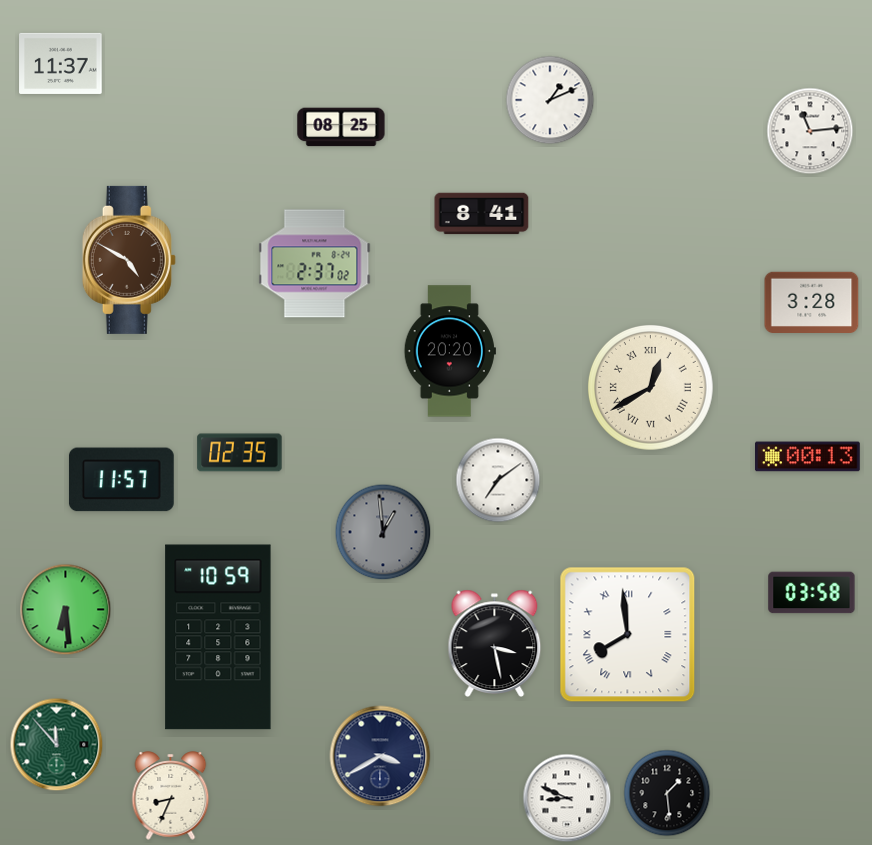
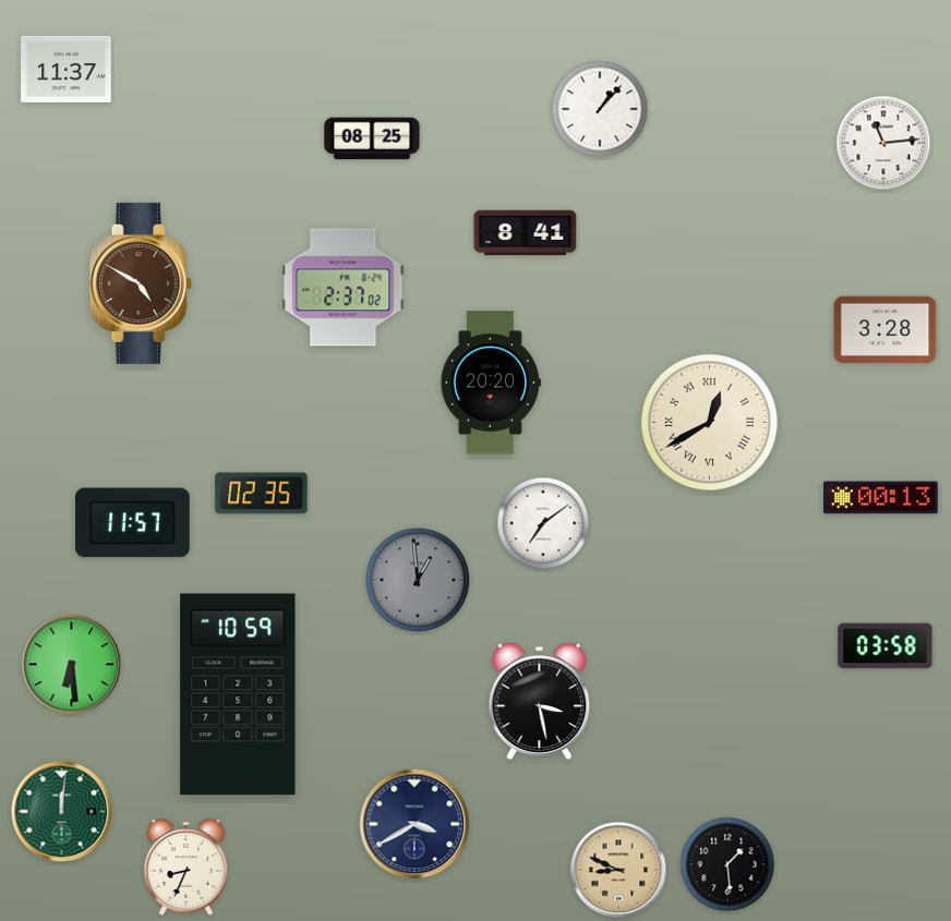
clock at (550, 100): 1:11 -> 1:07
clock at (628, 635): 7:59 -> none
clock at (57, 745): 11:53 -> 12:01
clock at (567, 798) dial: white -> champagne
